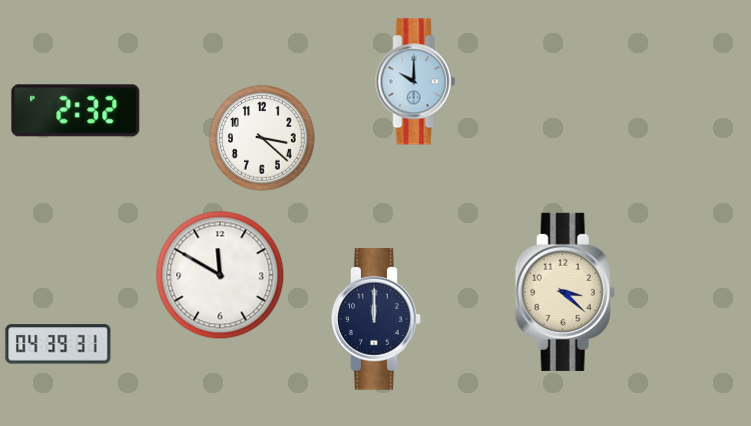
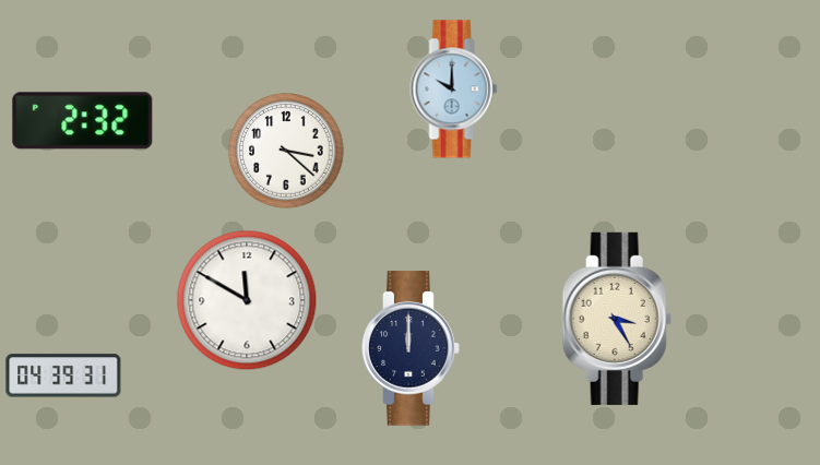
clock at (220, 275) position: (220, 275) -> (247, 300)
clock at (565, 292): 3:22 -> 3:25
